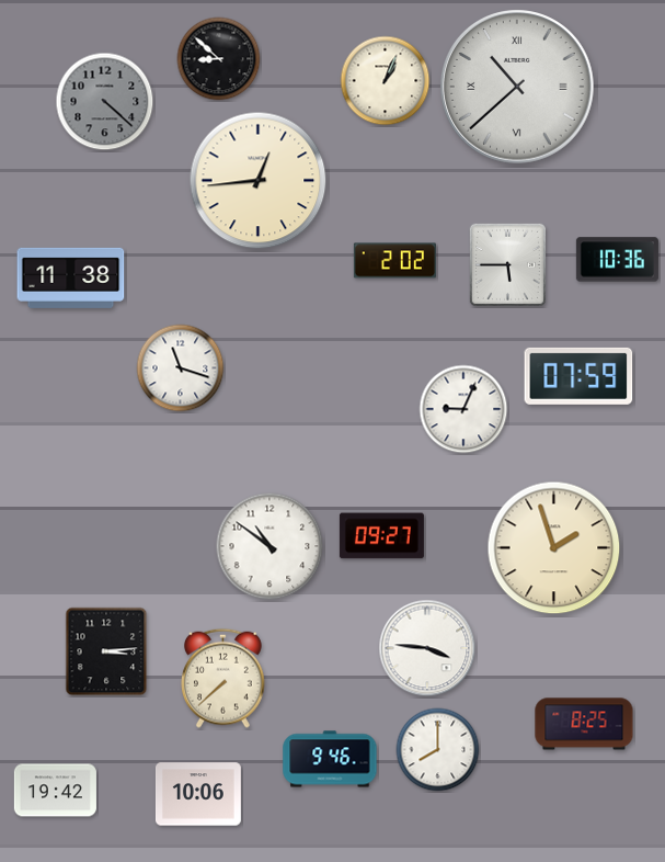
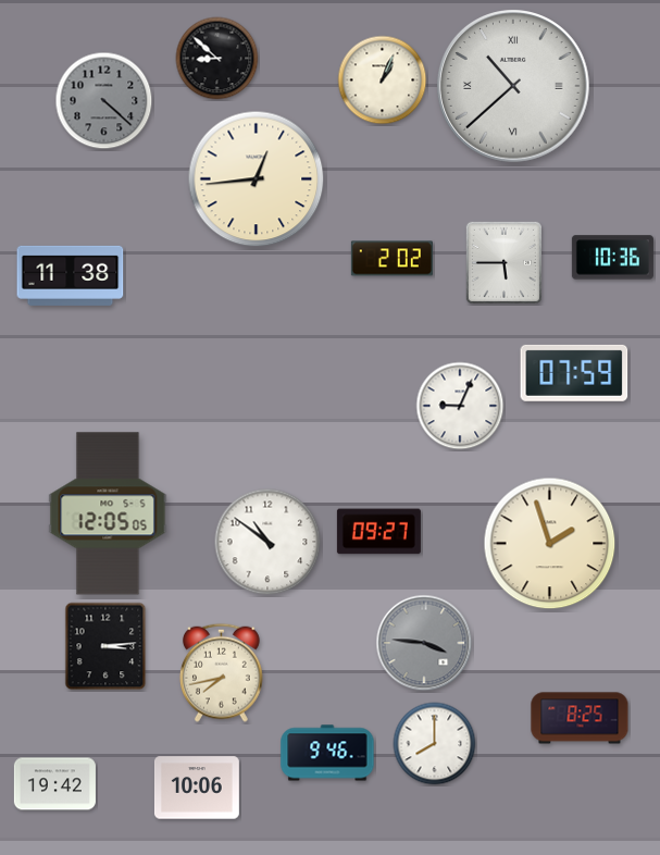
clock at (181, 368): 11:18 -> none
clock at (108, 513): none -> 12:05
clock at (427, 648) dial: white -> grey
clock at (222, 678): 7:38 -> 7:43
